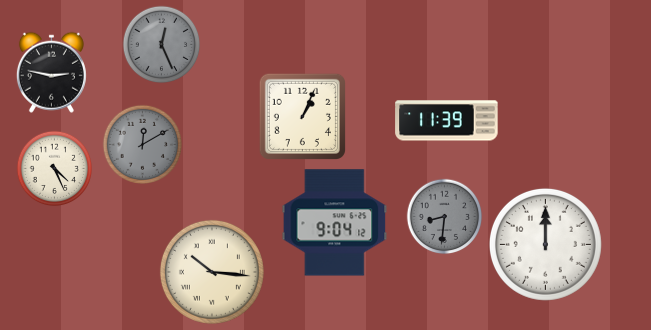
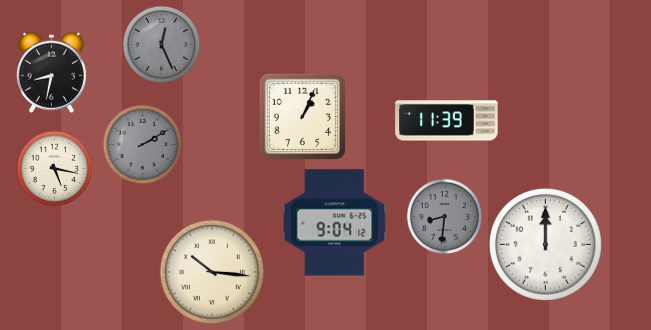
clock at (51, 72): 2:47 -> 8:32
clock at (143, 145): 12:10 -> 2:10
clock at (55, 169): 4:26 -> 5:17
